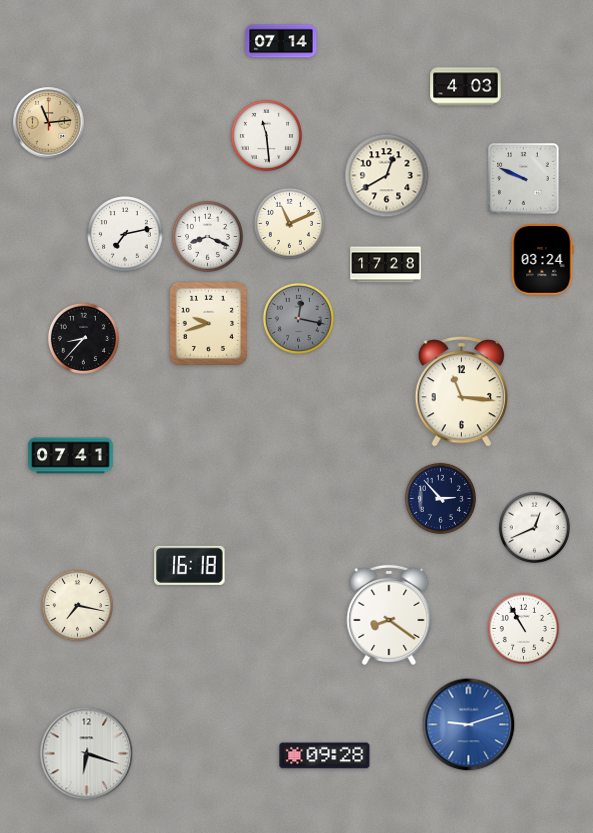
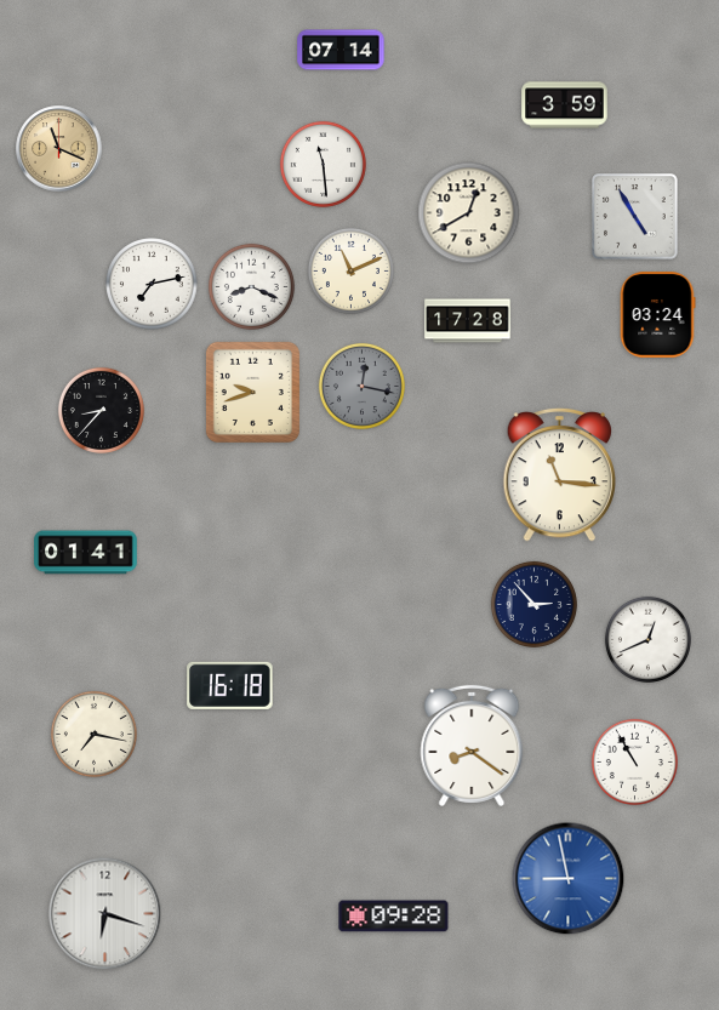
clock at (466, 87): 4:03 -> 3:59
clock at (49, 123): 11:14 -> 11:19
clock at (524, 179): 9:49 -> 4:55
clock at (71, 456): 07:41 -> 01:41
clock at (469, 725): 9:12 -> 8:58
